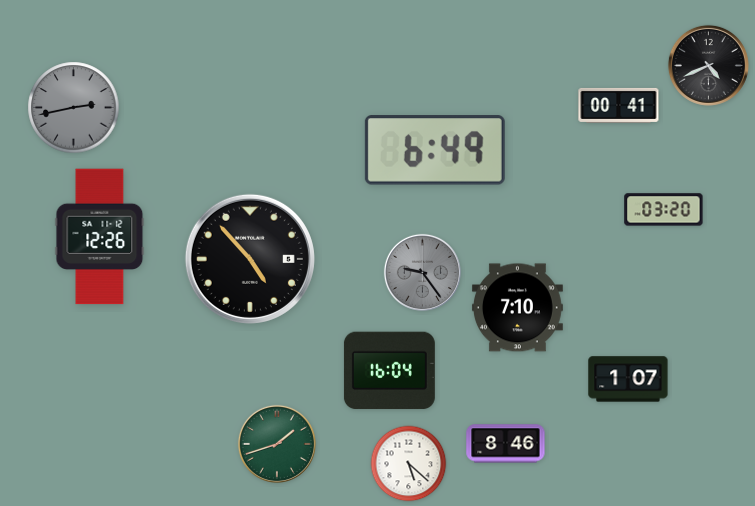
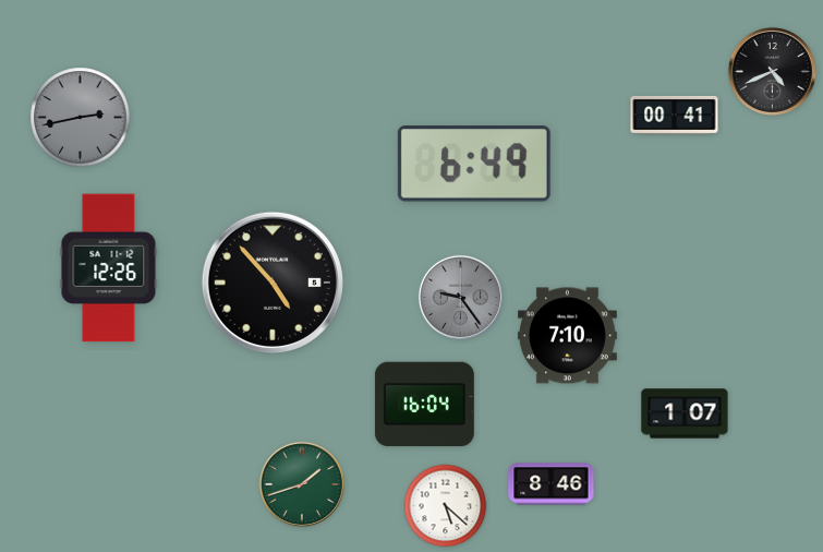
clock at (664, 210): 03:20 -> none
clock at (100, 237) position: (100, 237) -> (109, 268)
clock at (517, 308) position: (517, 308) -> (567, 336)
